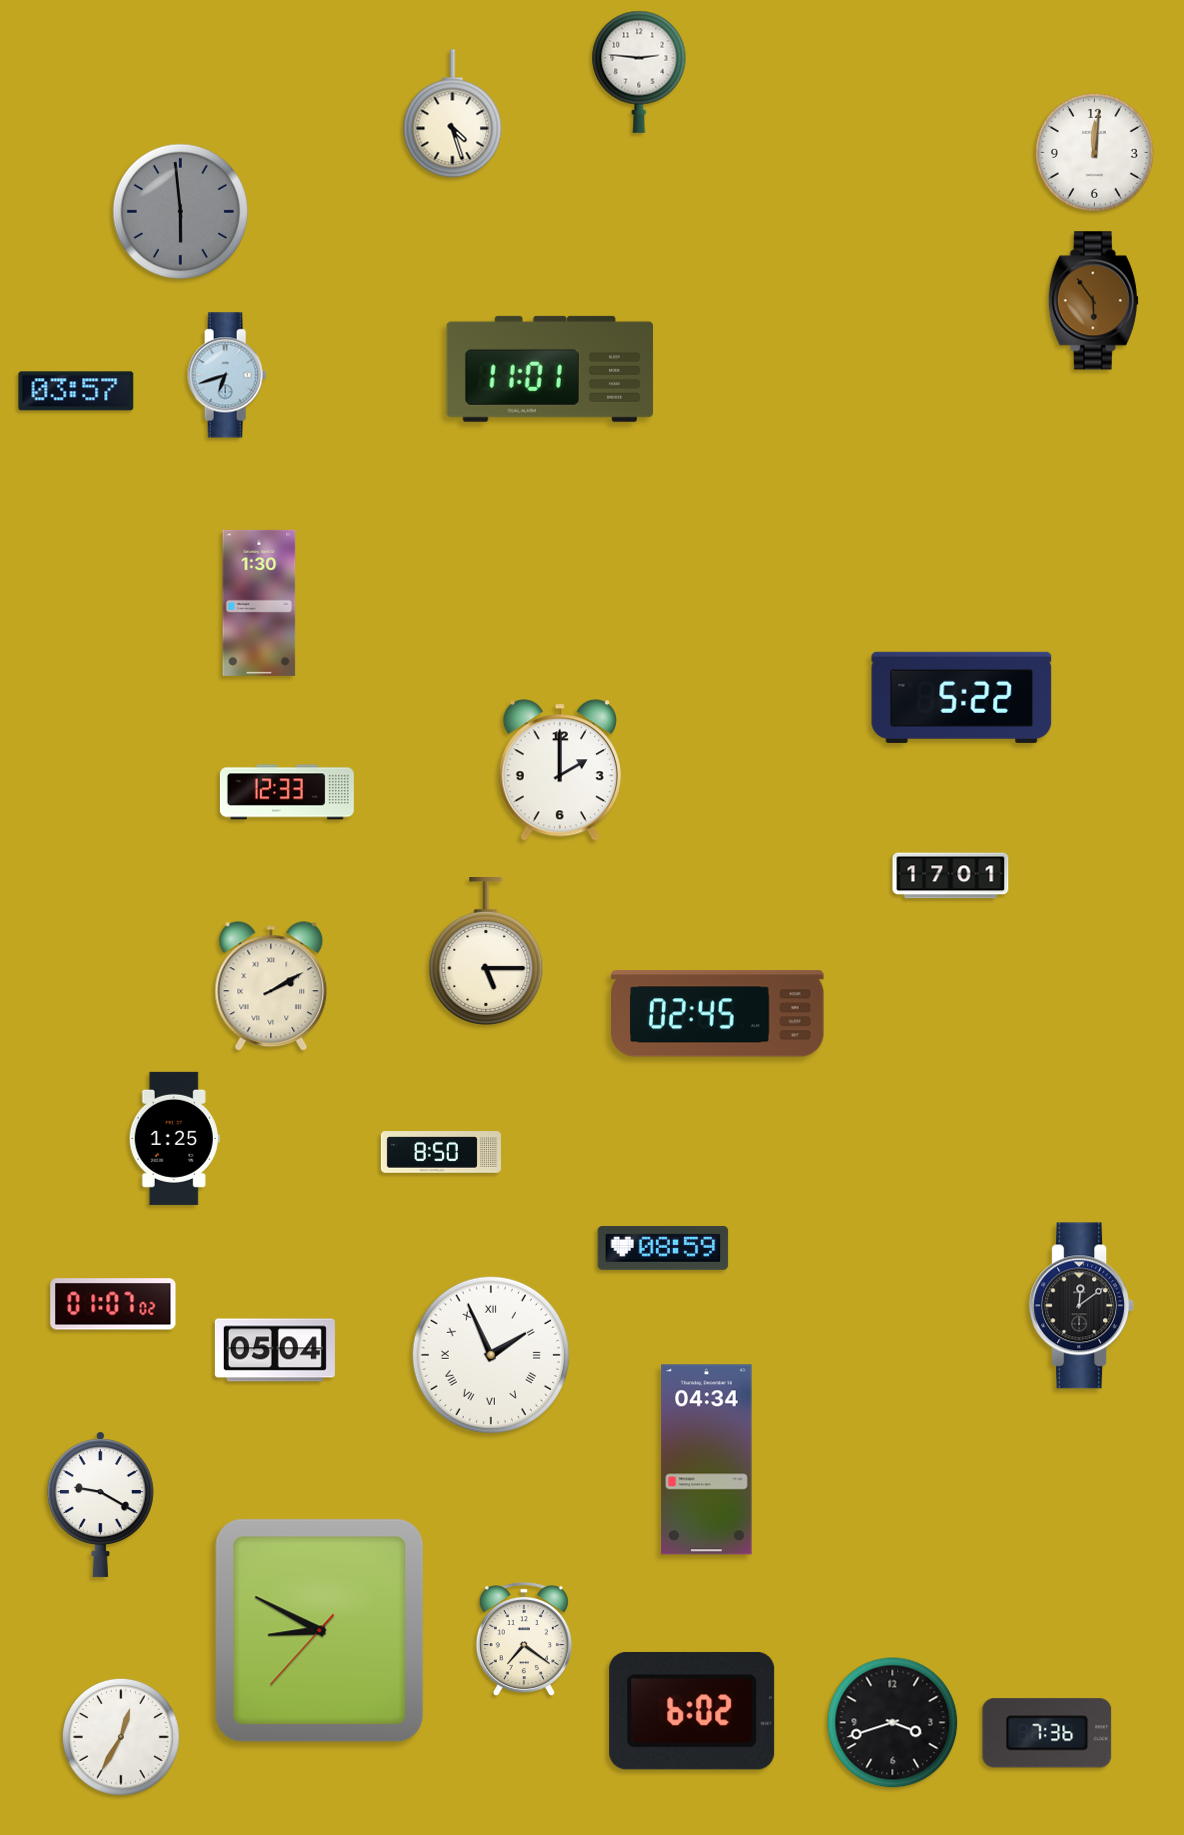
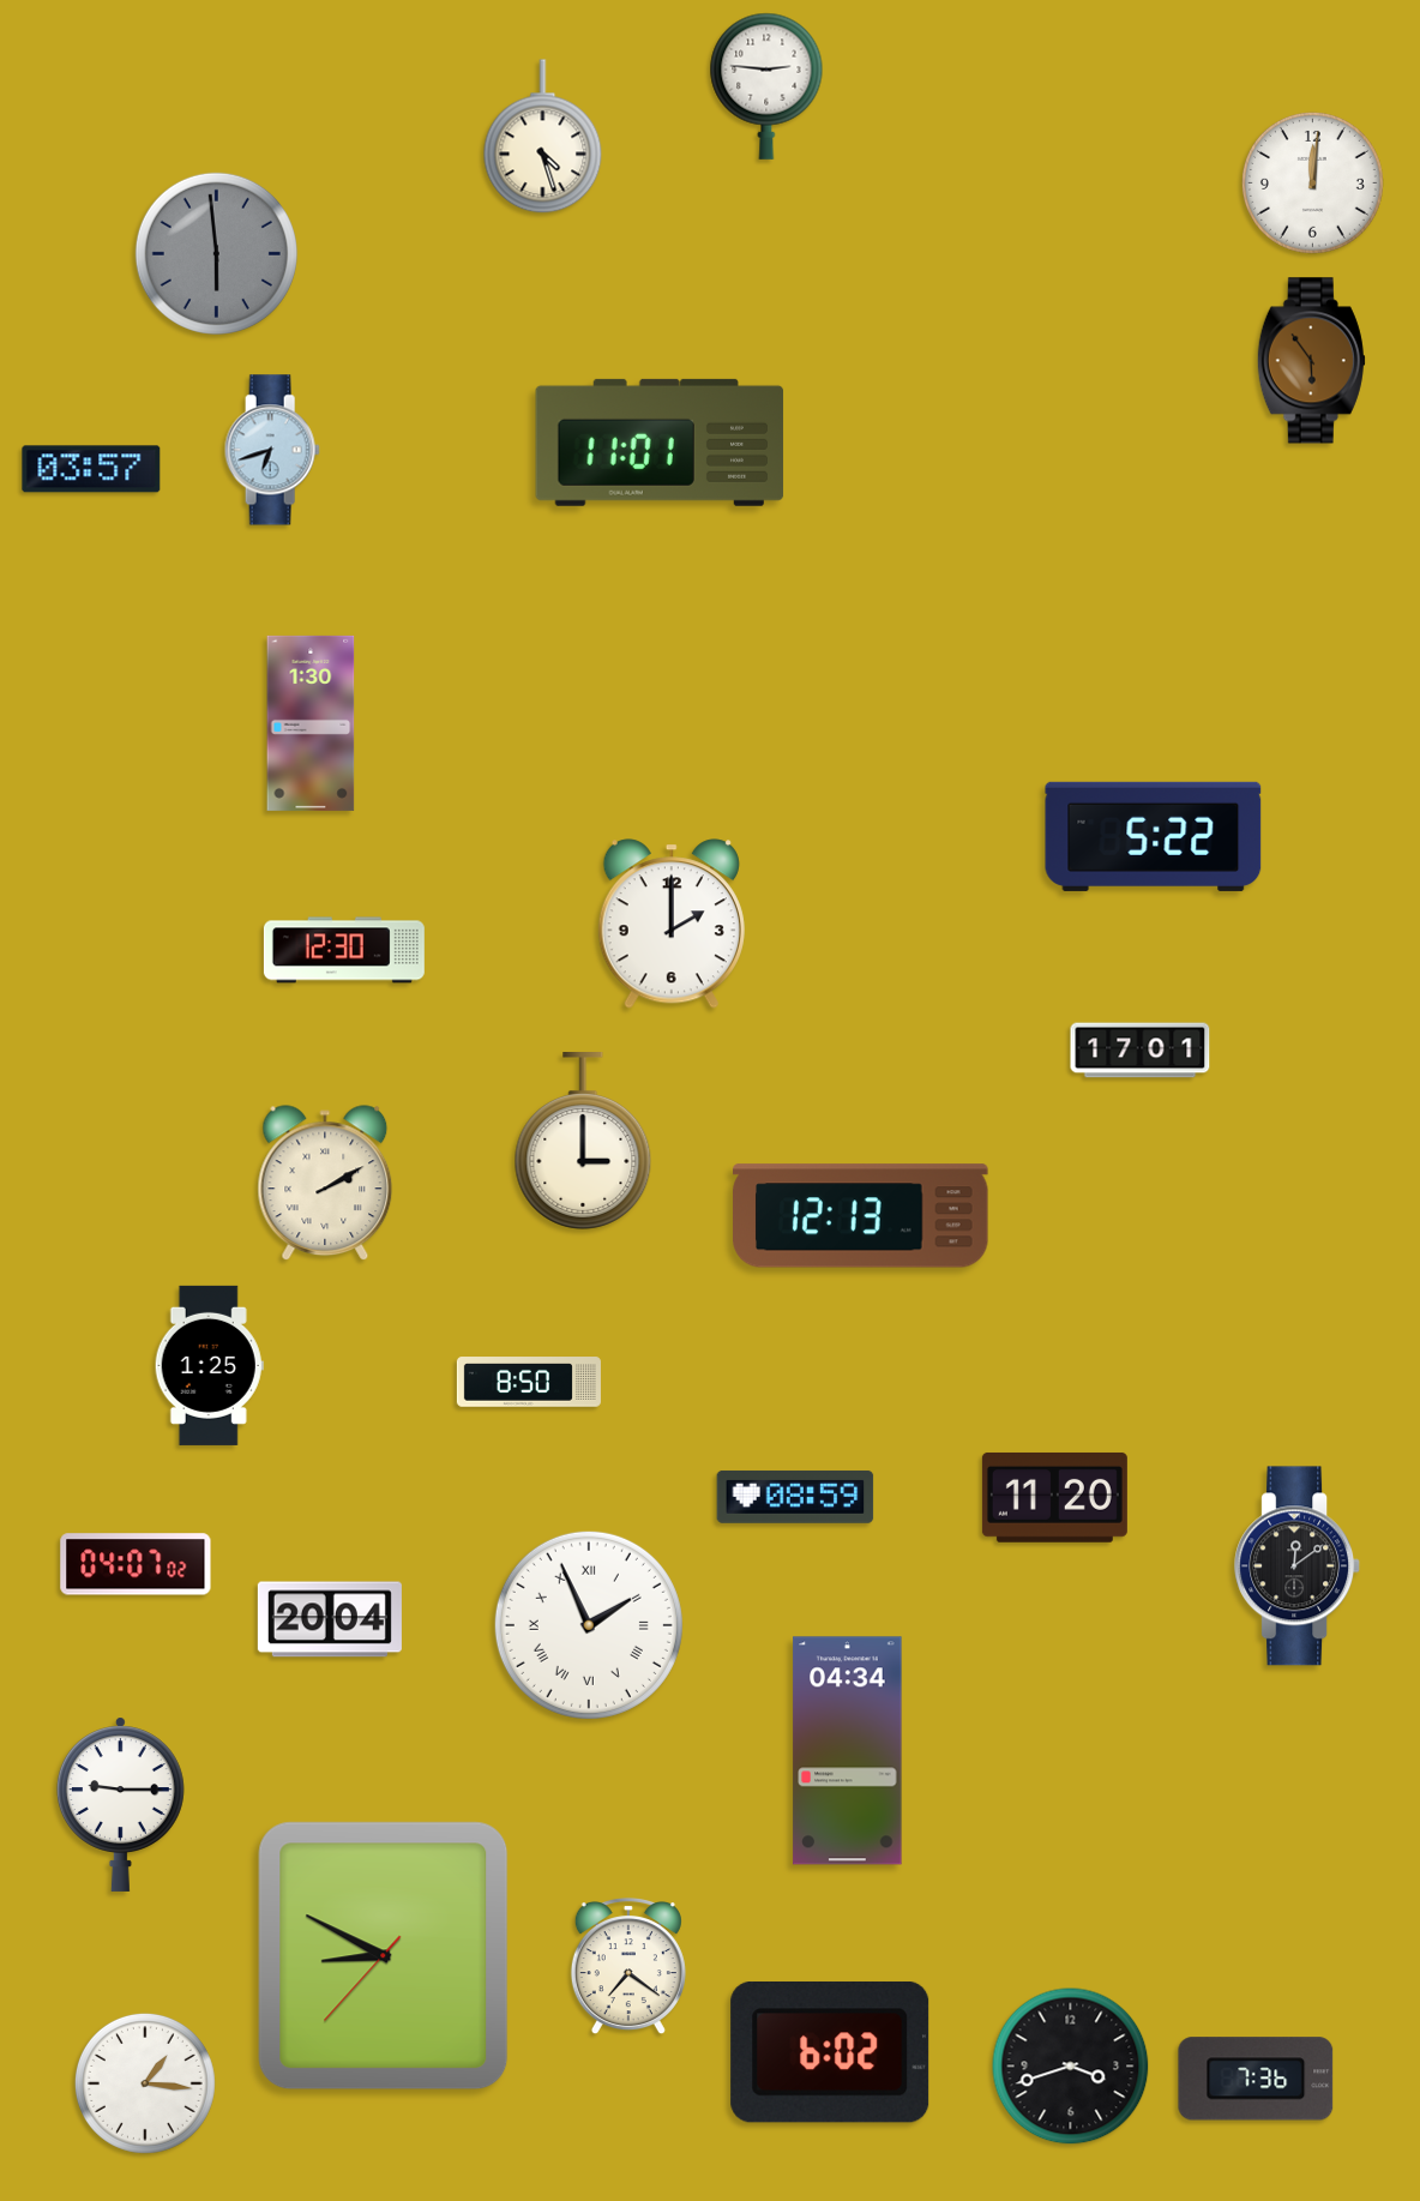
clock at (287, 792): 12:33 -> 12:30
clock at (486, 952): 5:15 -> 3:00
clock at (718, 1014): 02:45 -> 12:13
clock at (1054, 1497): none -> 11:20
clock at (113, 1304): 01:07 -> 04:07
clock at (275, 1350): 05:04 -> 20:04
clock at (100, 1504): 9:20 -> 9:15
clock at (121, 1737): 12:35 -> 1:16
